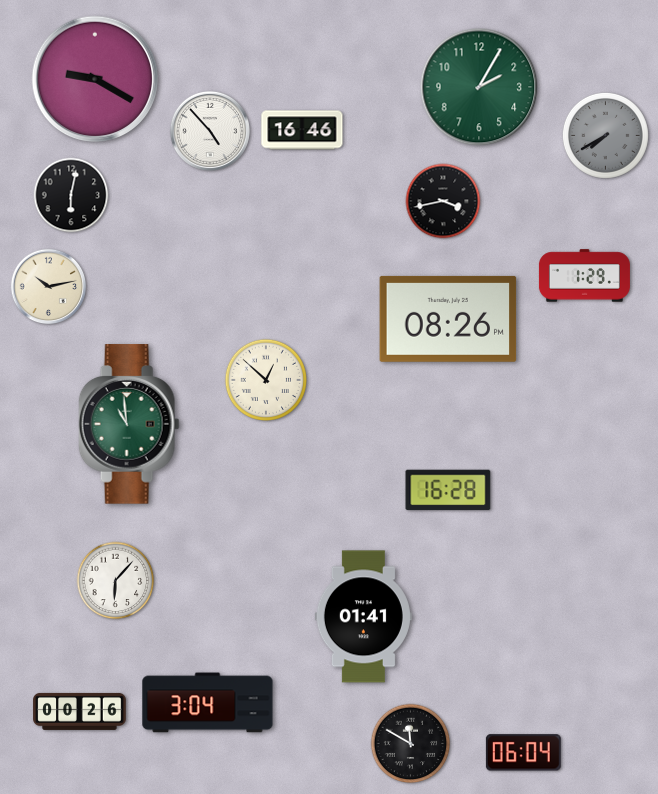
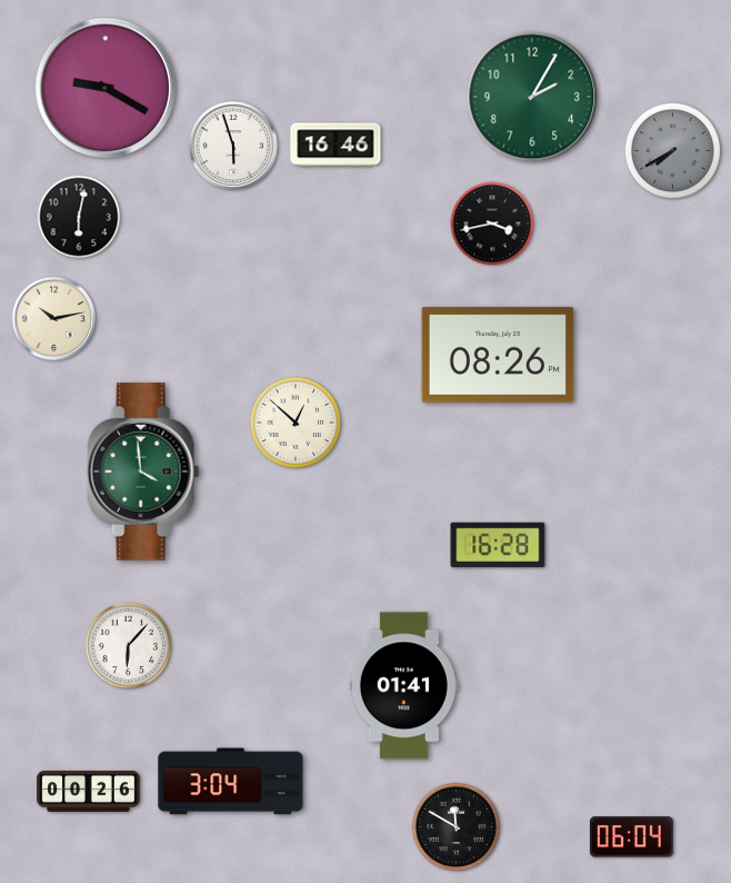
clock at (210, 131): 4:53 -> 5:57
clock at (584, 276): 1:29 -> none
clock at (129, 424): 10:59 -> 3:59
clock at (523, 753) position: (523, 753) -> (631, 837)
